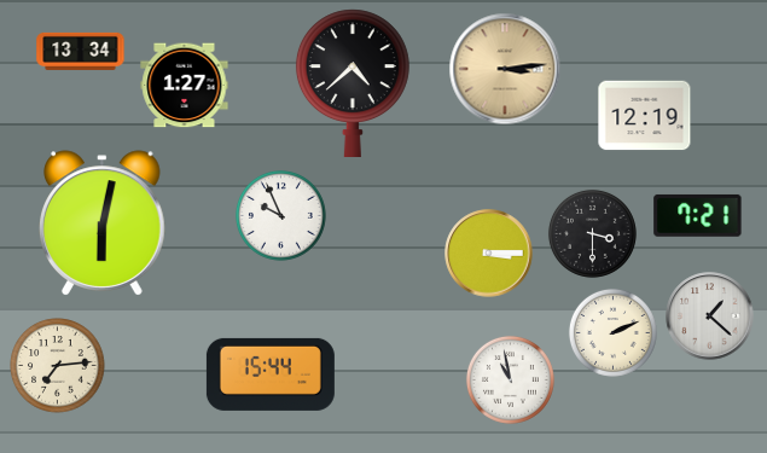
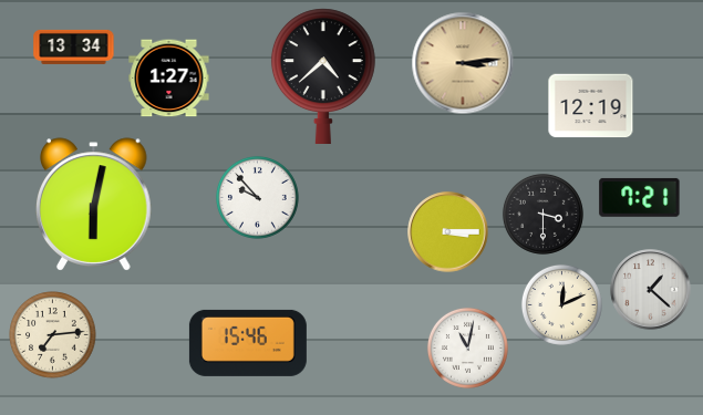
clock at (281, 216): 9:56 -> 9:53
clock at (612, 332): 2:11 -> 12:11
clock at (271, 374): 15:44 -> 15:46
clock at (510, 379): 10:58 -> 11:02
